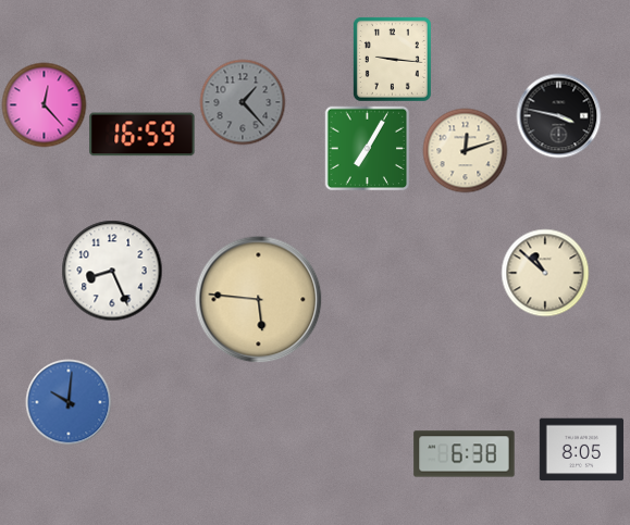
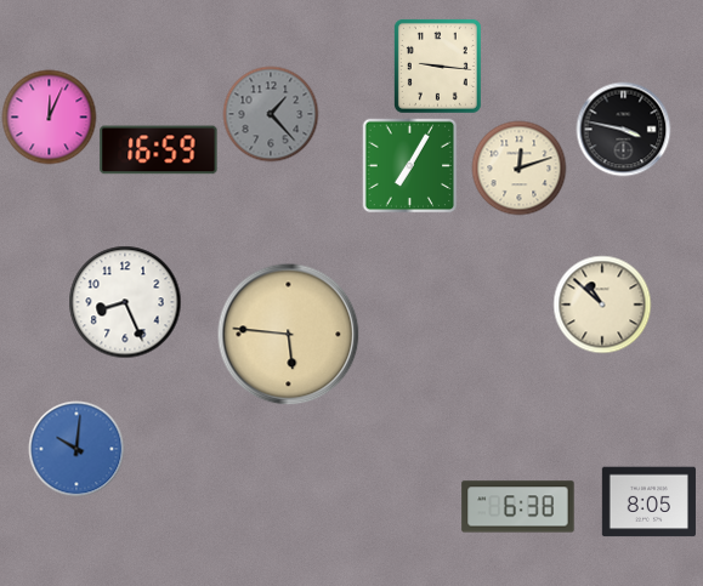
clock at (44, 104): 12:23 -> 12:04
clock at (545, 273) position: (545, 273) -> (602, 305)
